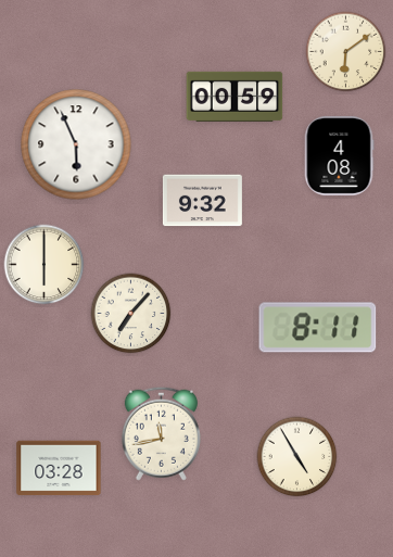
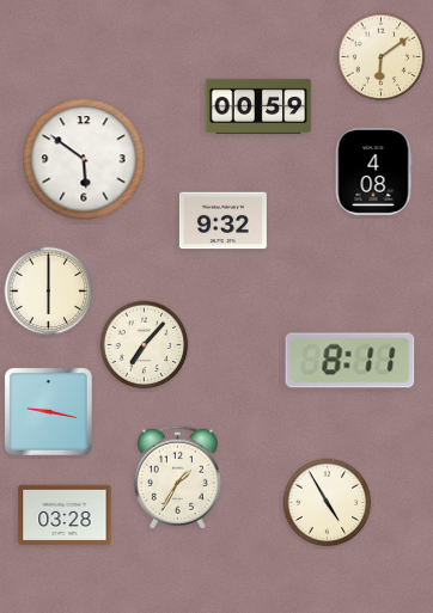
clock at (76, 144): 5:56 -> 5:51
clock at (49, 412): none -> 9:17
clock at (161, 433): 11:43 -> 1:35
